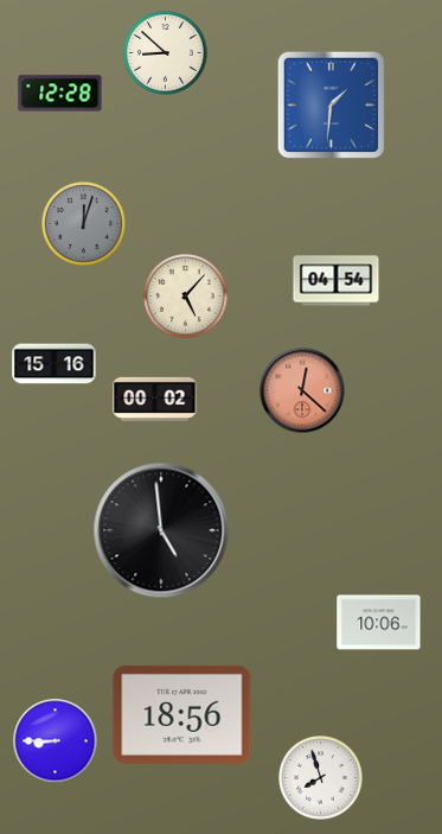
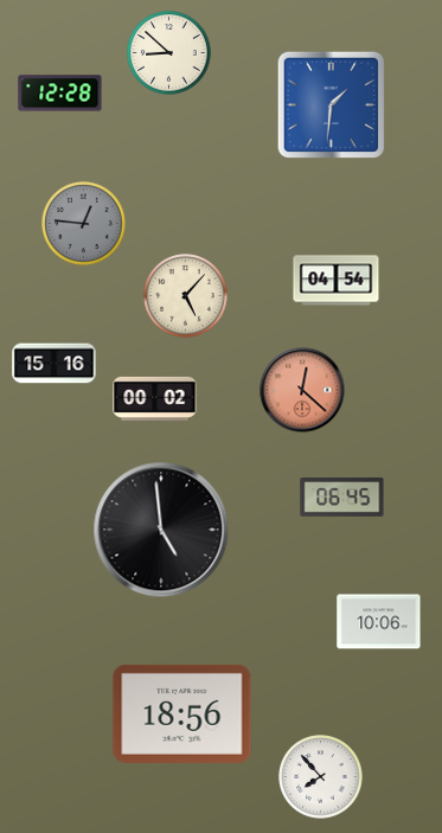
clock at (166, 53) position: (166, 53) -> (169, 53)
clock at (84, 224): 12:03 -> 12:46
clock at (342, 498): none -> 06:45
clock at (56, 741): 8:45 -> none
clock at (321, 778): 7:57 -> 7:53
